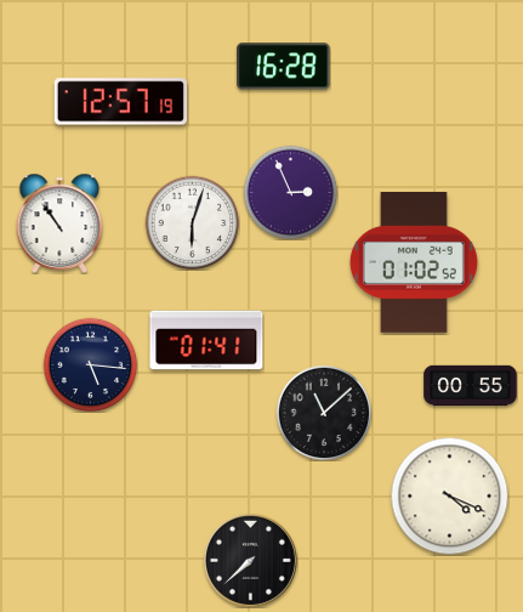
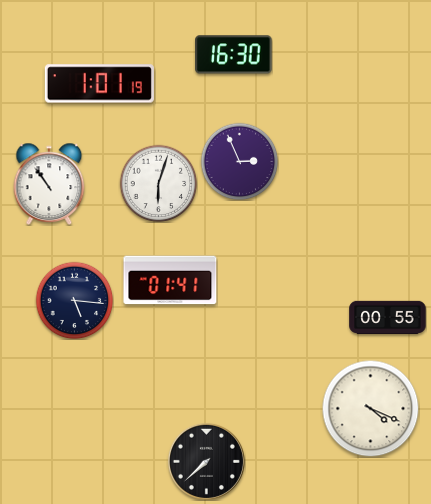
clock at (284, 67): 16:28 -> 16:30
clock at (120, 102): 12:57 -> 1:01
clock at (290, 192) position: (290, 192) -> (239, 161)
clock at (414, 263): 01:02 -> none
clock at (324, 413): 11:08 -> none
